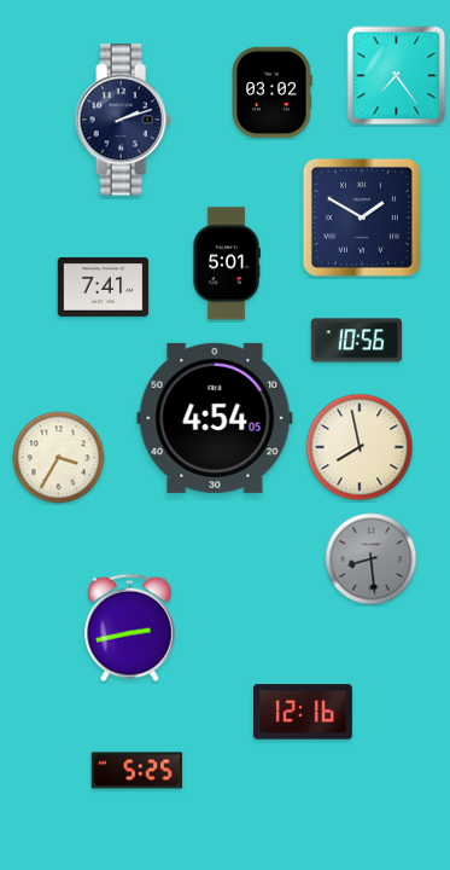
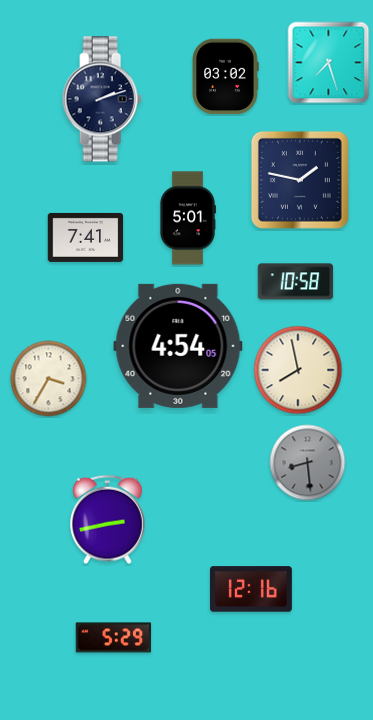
clock at (397, 76): 7:24 -> 7:27
clock at (362, 217): 1:50 -> 1:47
clock at (357, 341): 10:56 -> 10:58
clock at (138, 771): 5:25 -> 5:29
